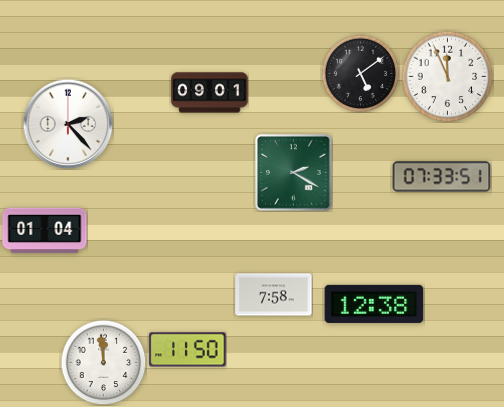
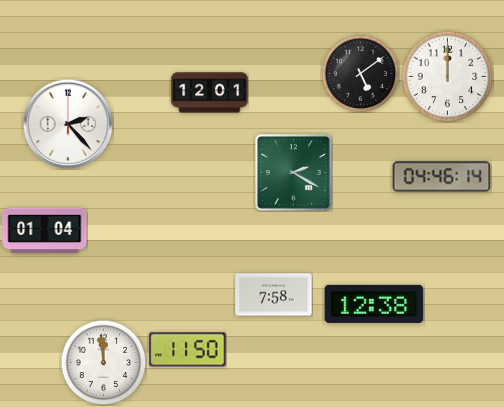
clock at (447, 76): 11:56 -> 12:00
clock at (210, 93): 09:01 -> 12:01
clock at (442, 177): 07:33 -> 04:46
